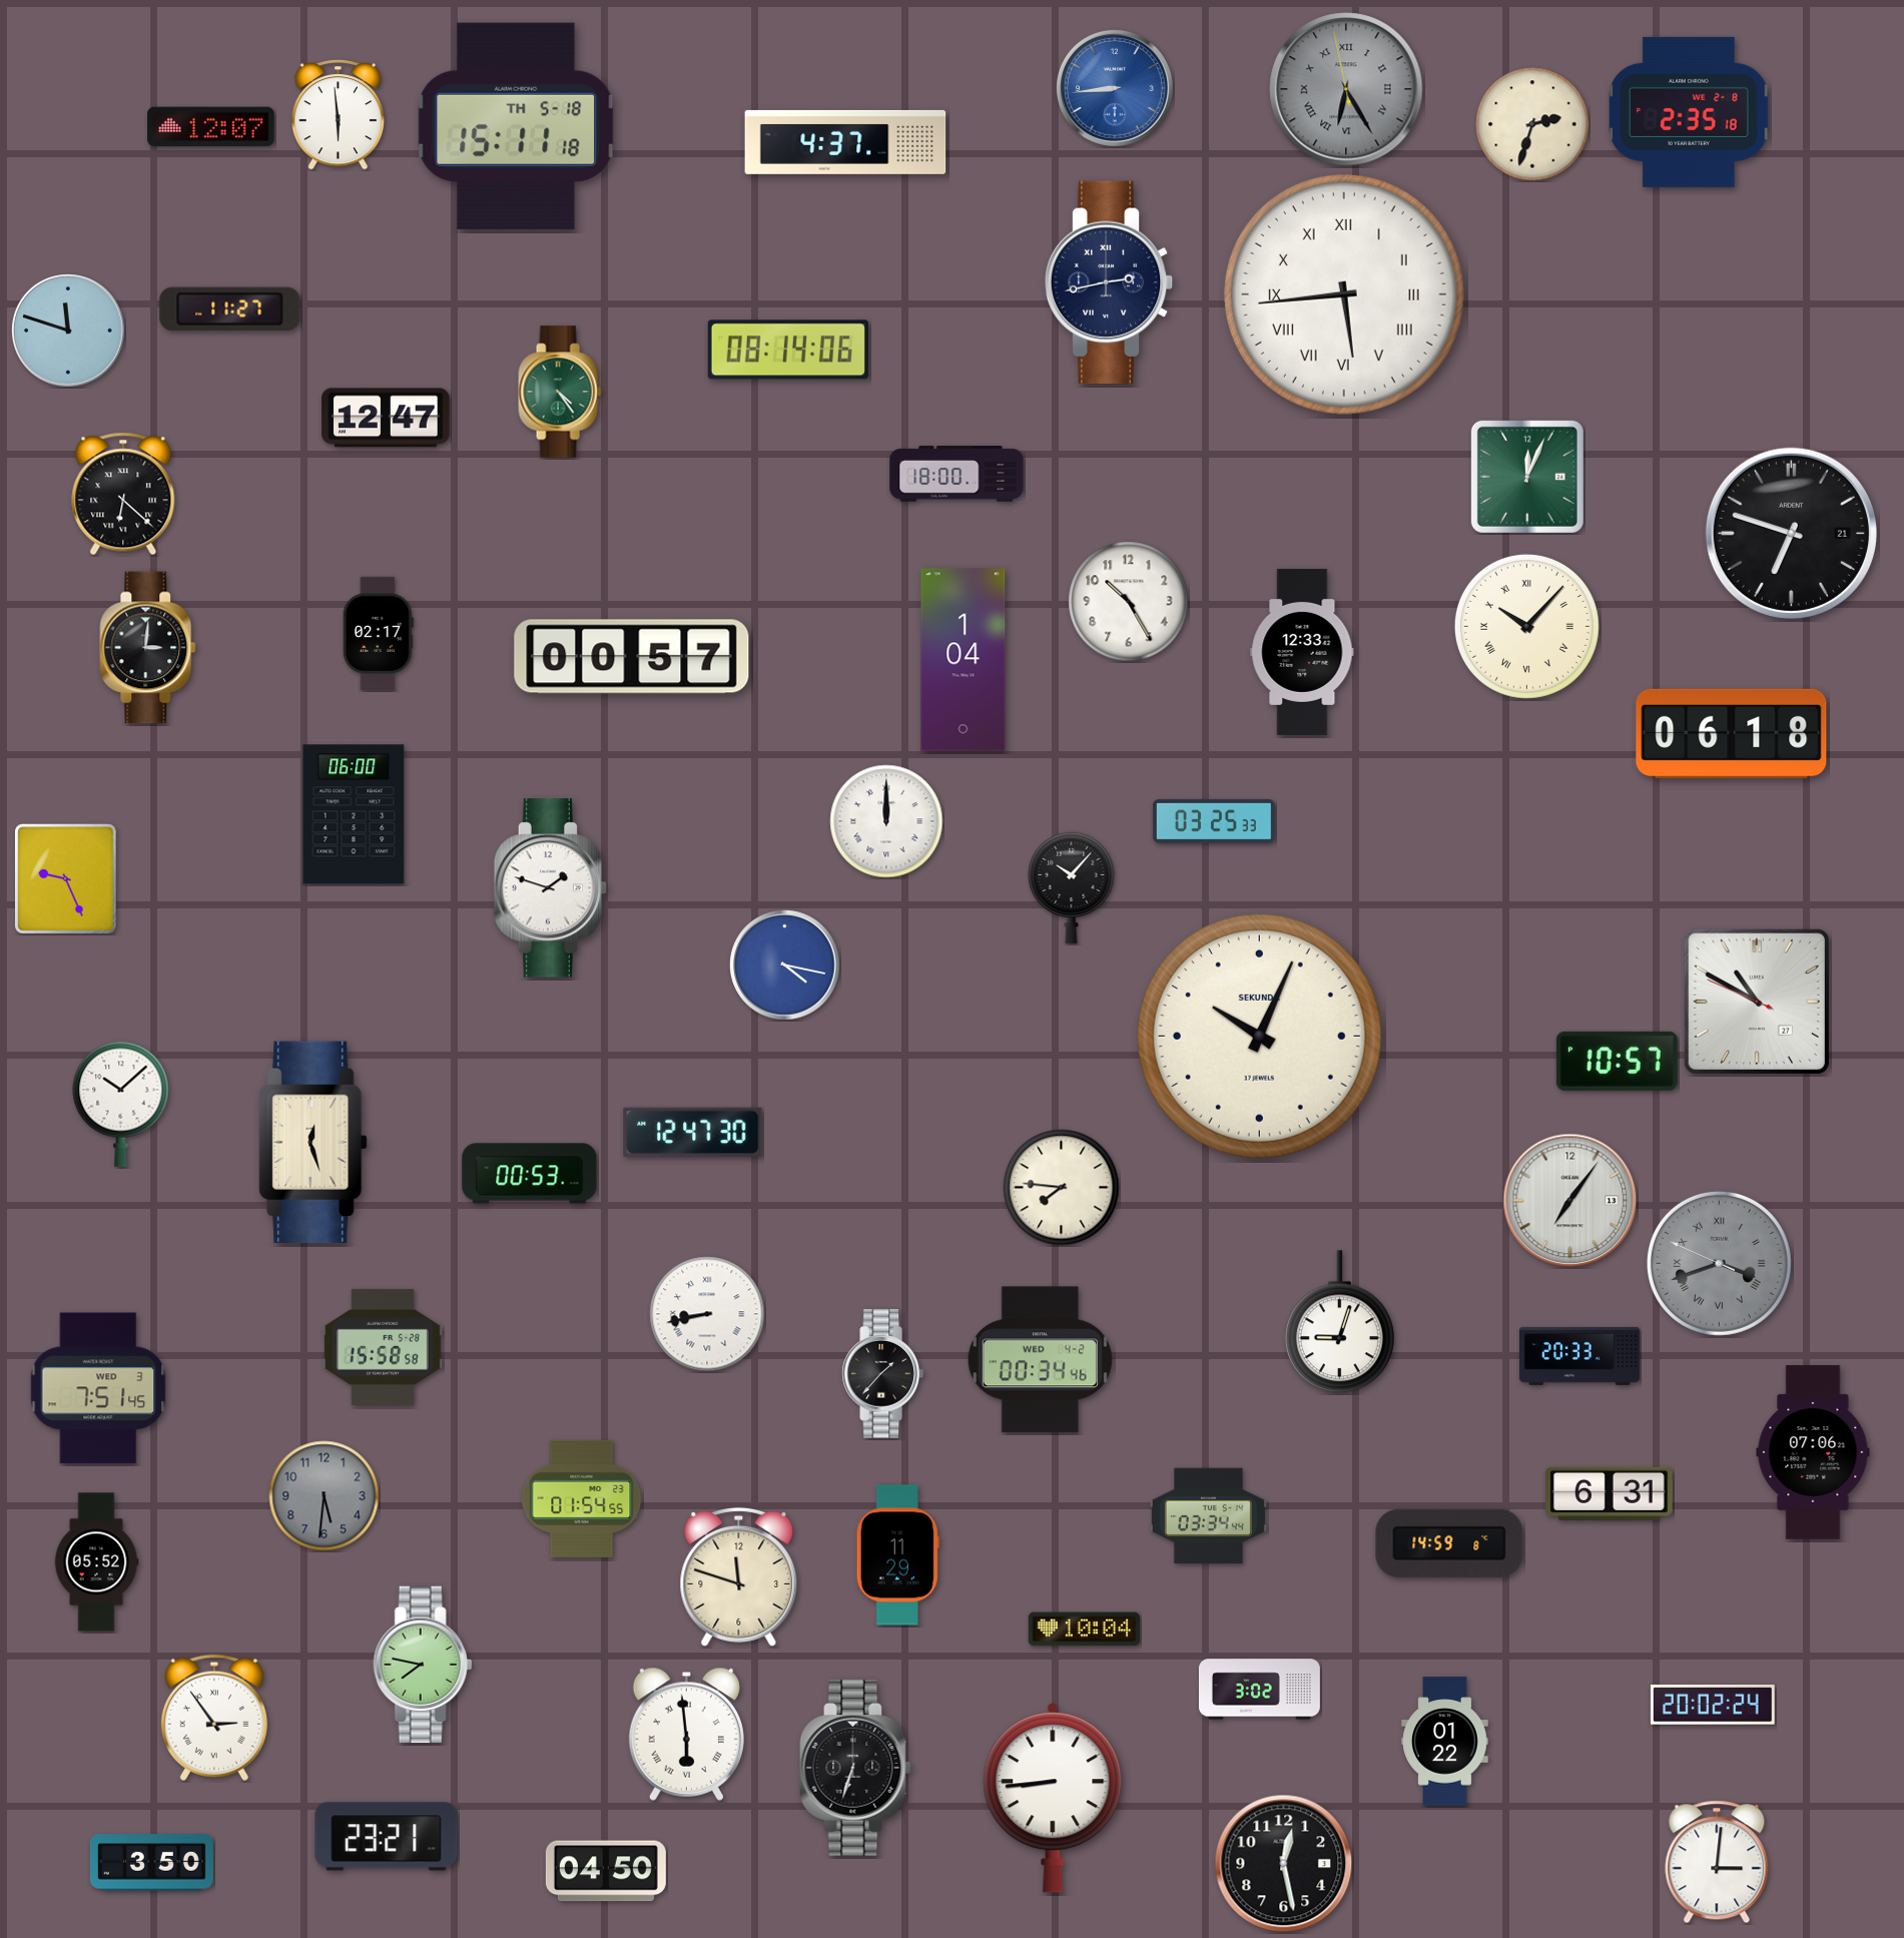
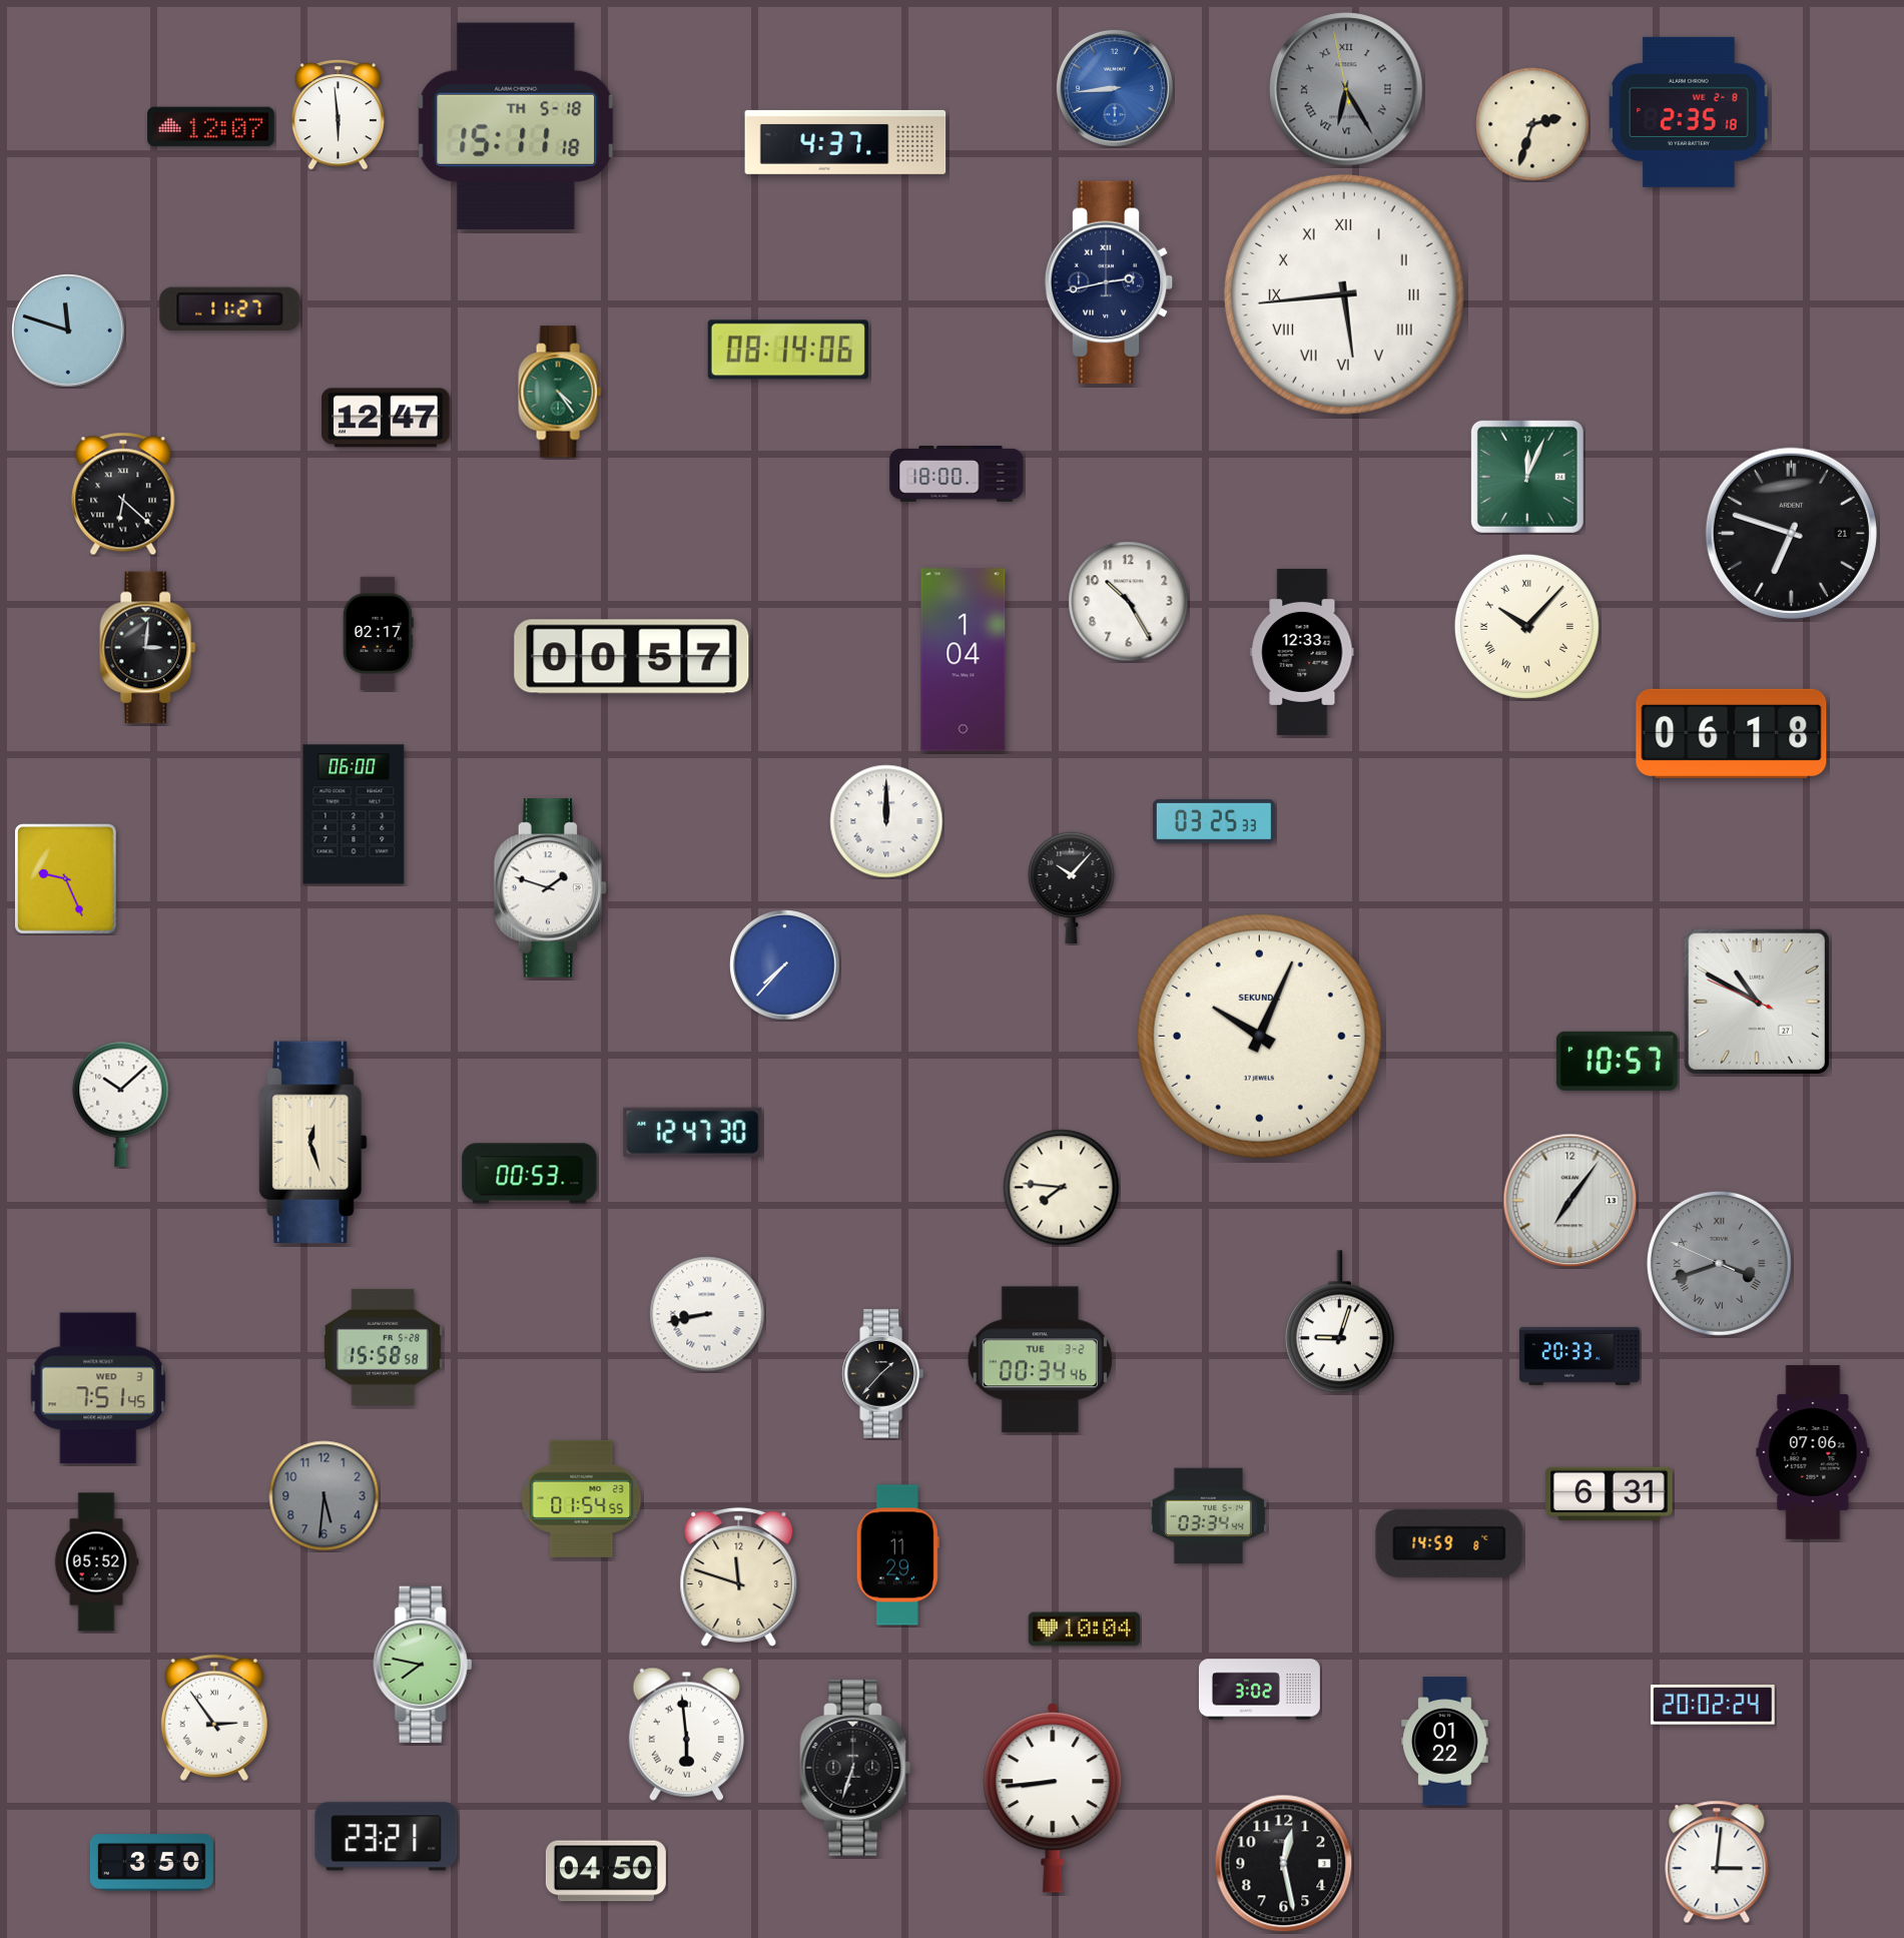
clock at (785, 965): 4:17 -> 7:37
clock at (1040, 1360) date: WED 4-2 -> TUE 3-2
